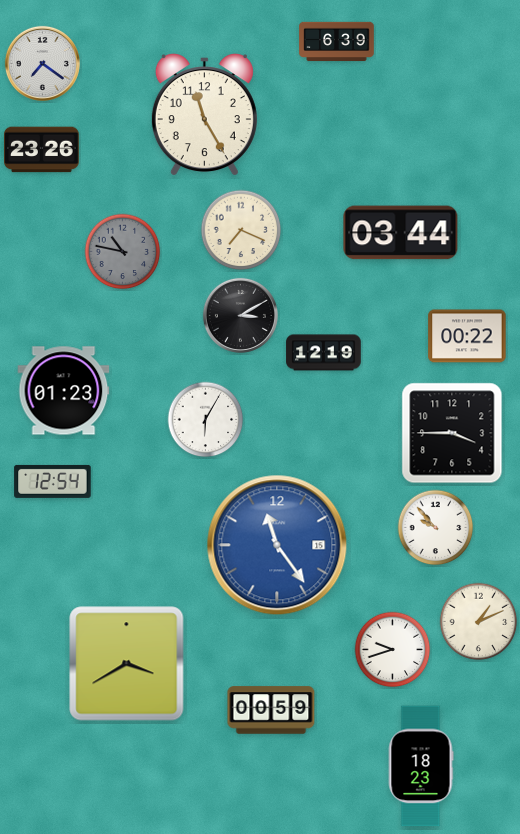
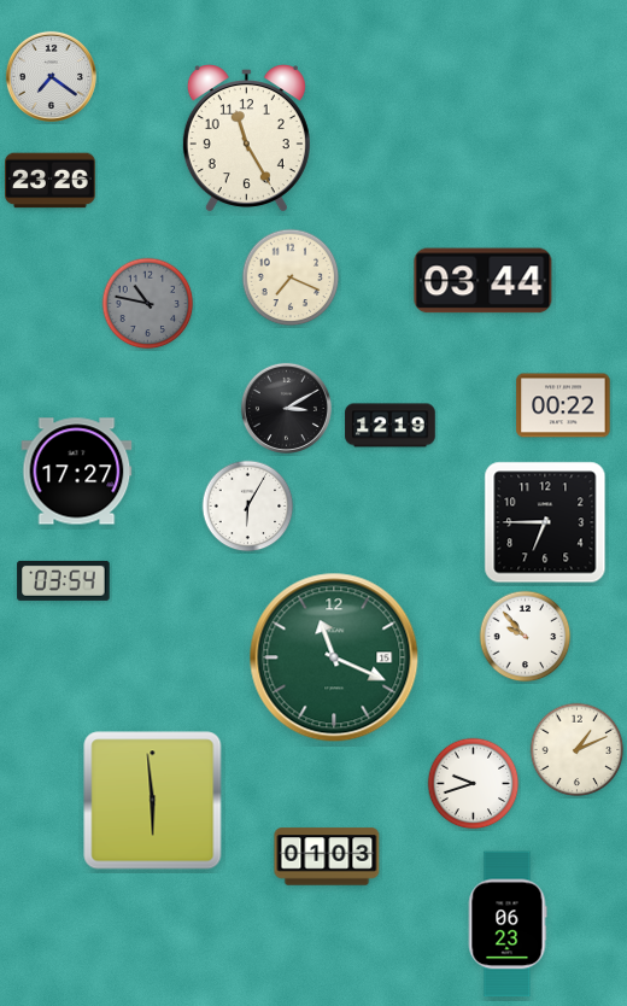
clock at (337, 42): 6:39 -> none
clock at (240, 315) position: (240, 315) -> (286, 408)
clock at (64, 391): 01:23 -> 17:27
clock at (452, 433): 3:45 -> 6:45
clock at (53, 481): 12:54 -> 03:54
clock at (277, 545): 11:24 -> 11:19
clock at (277, 545) dial: blue -> green
clock at (127, 664): 3:40 -> 5:59
clock at (271, 710): 00:59 -> 01:03
clock at (421, 766): 18:23 -> 06:23
